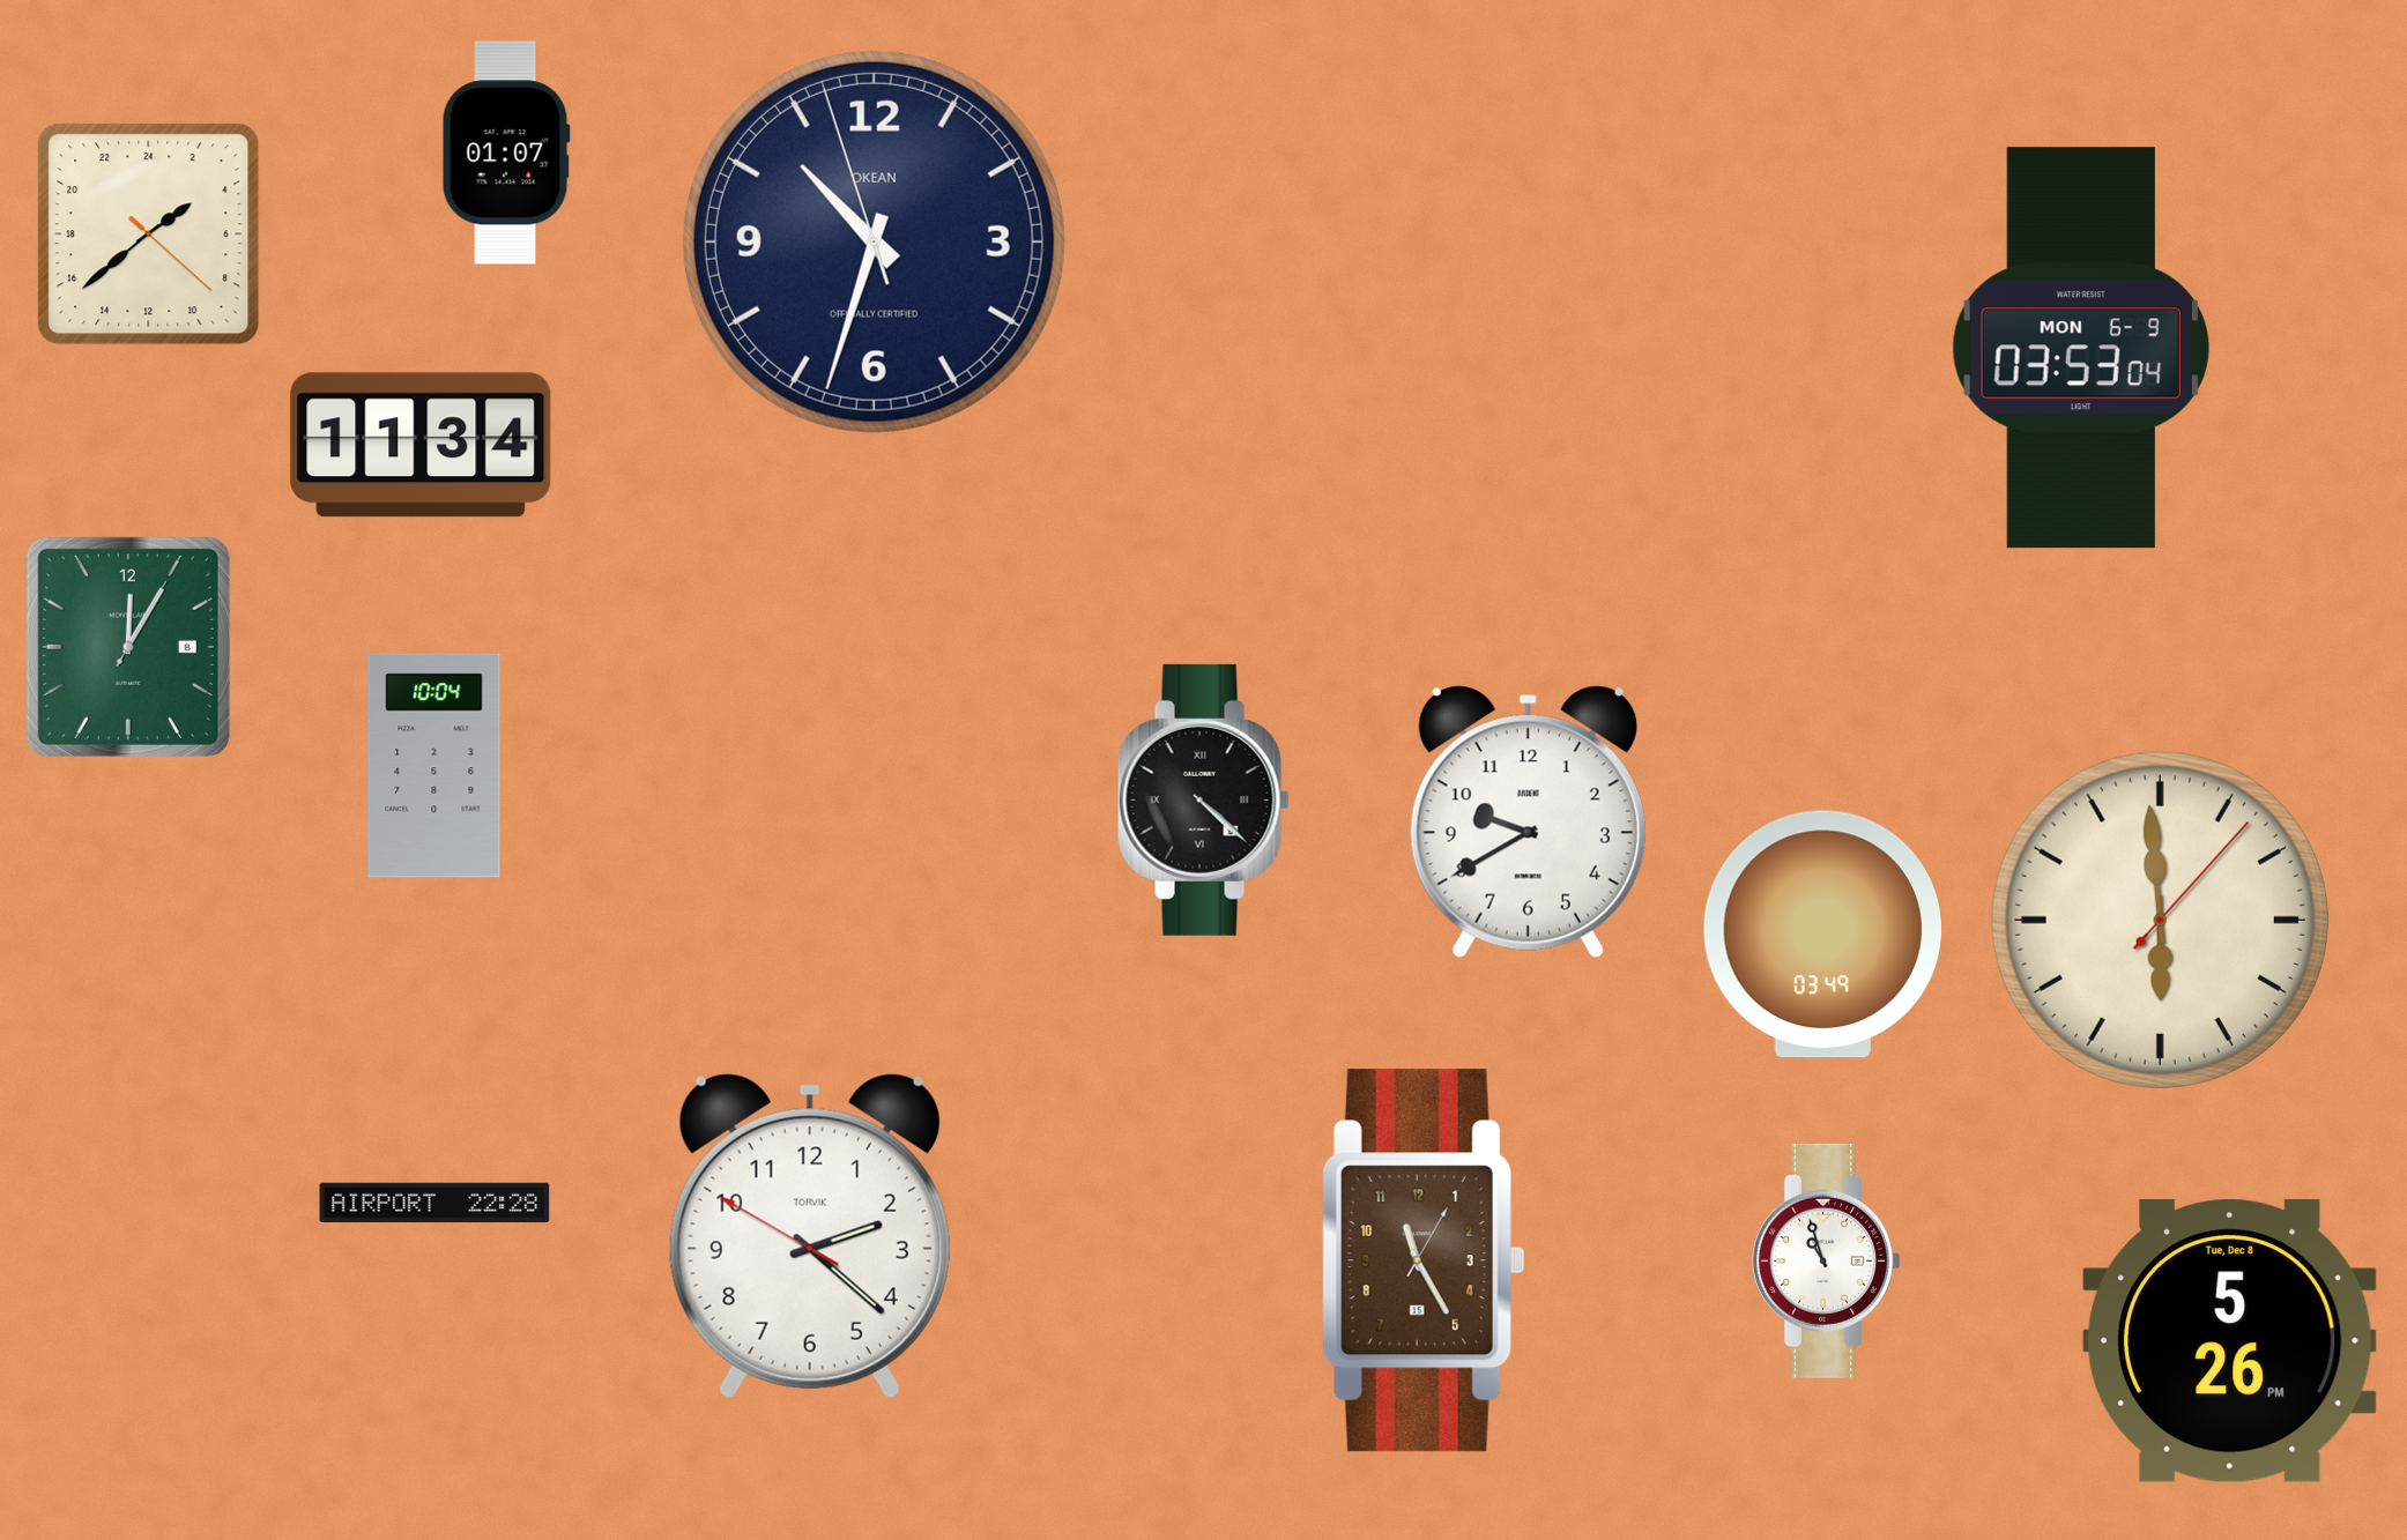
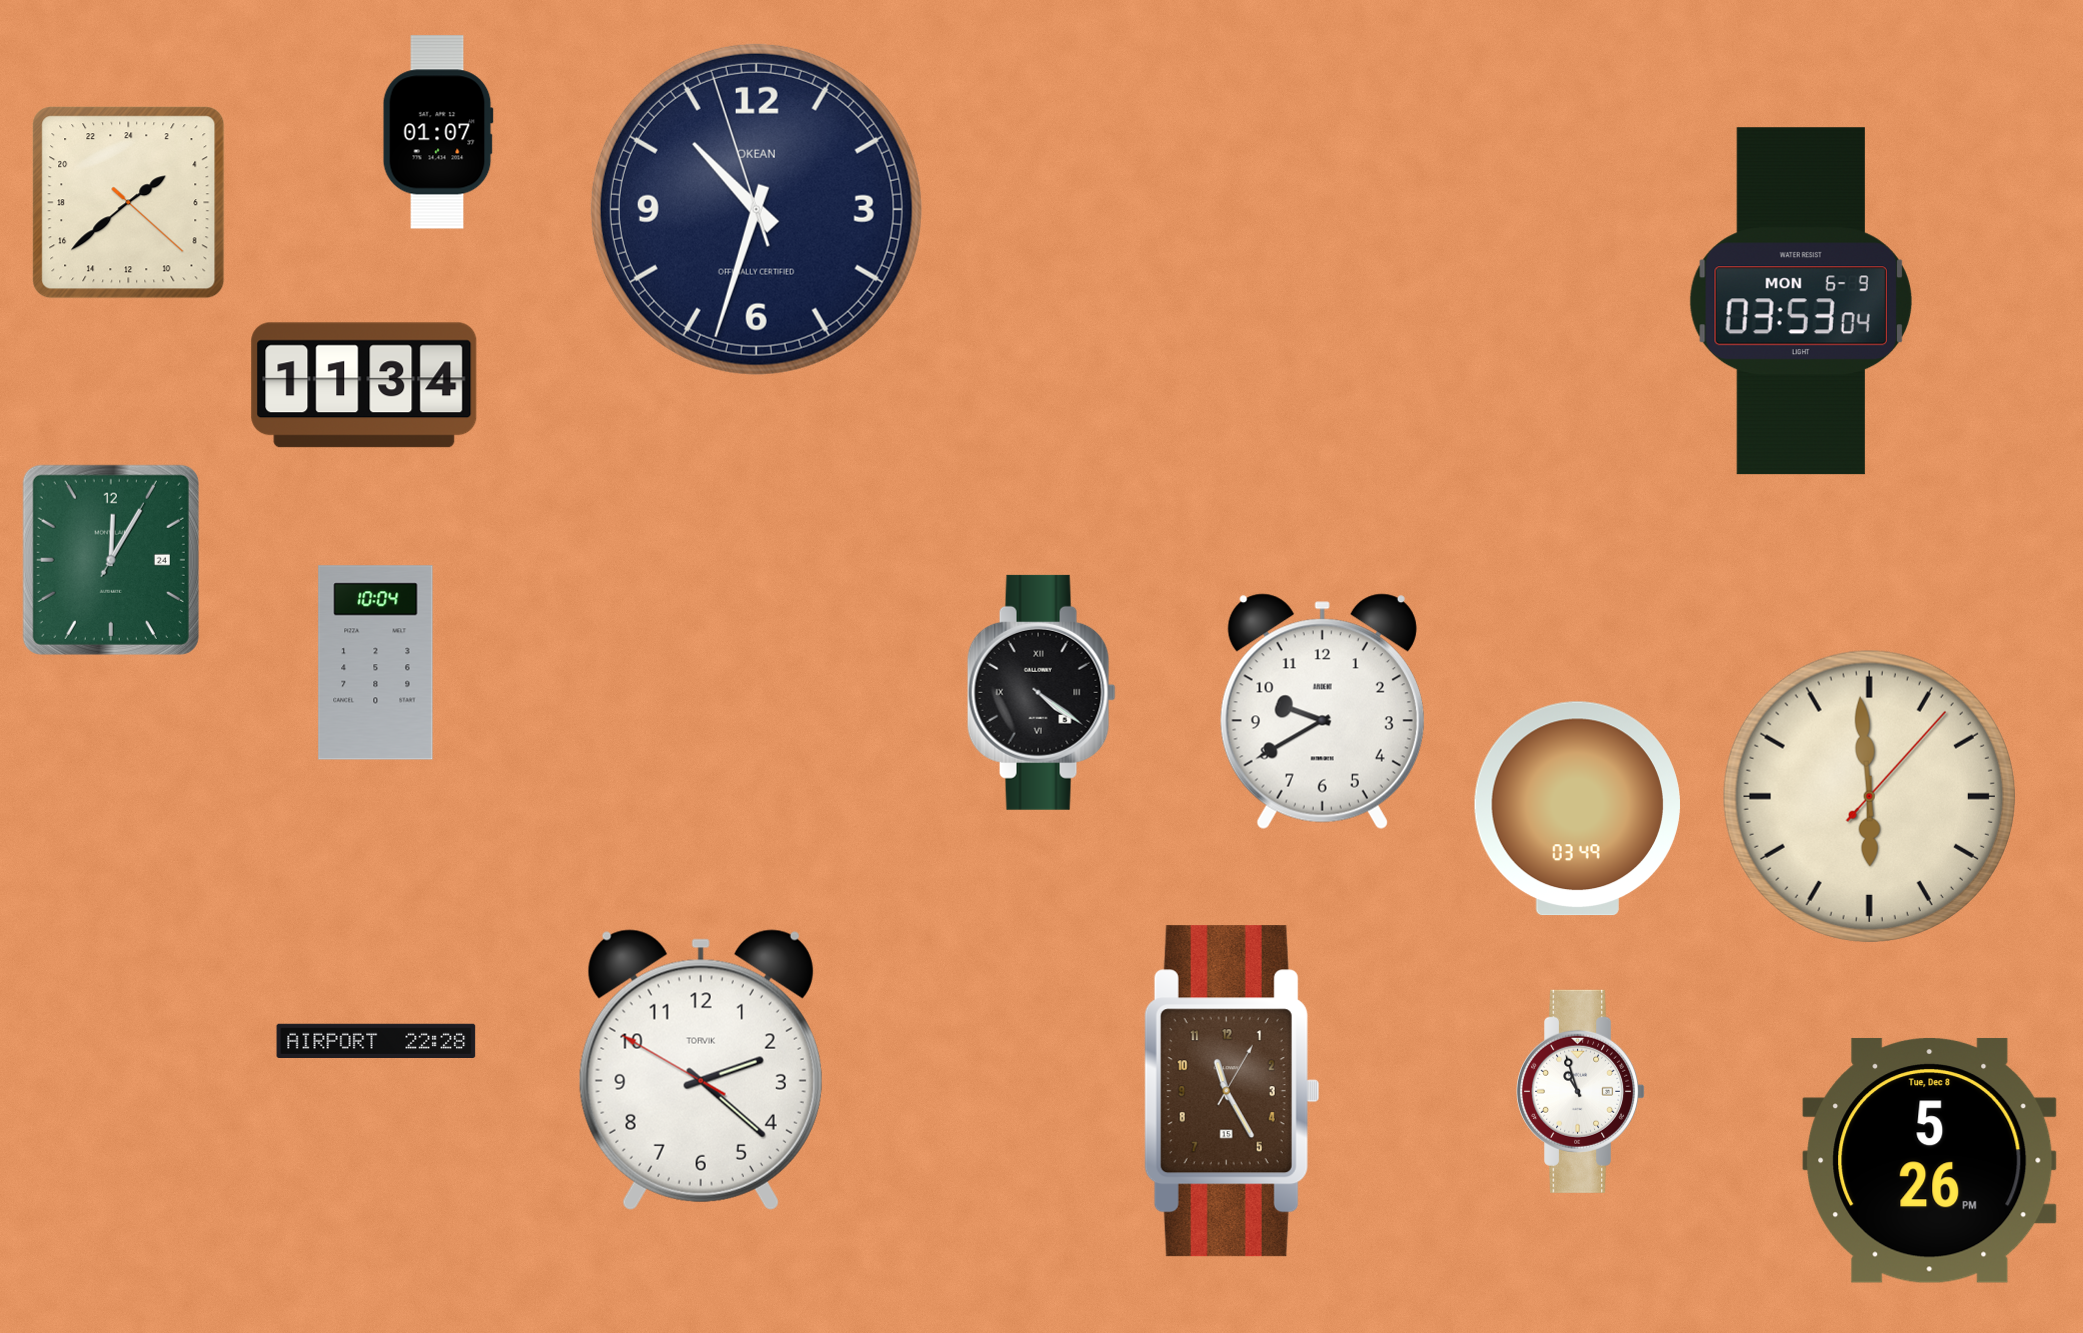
clock at (128, 647) date: 8 -> 24
clock at (1203, 799): 4:22 -> 4:21
